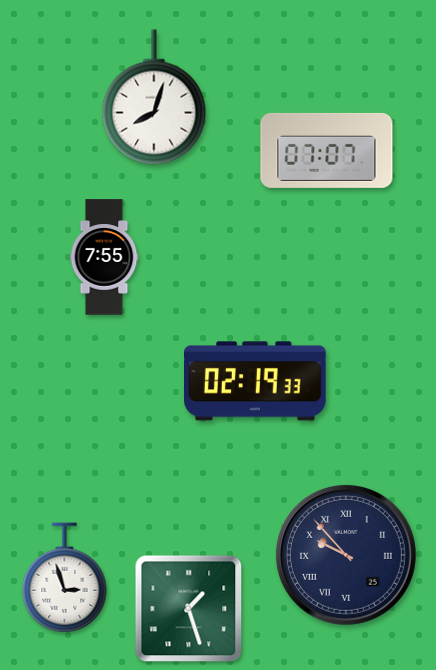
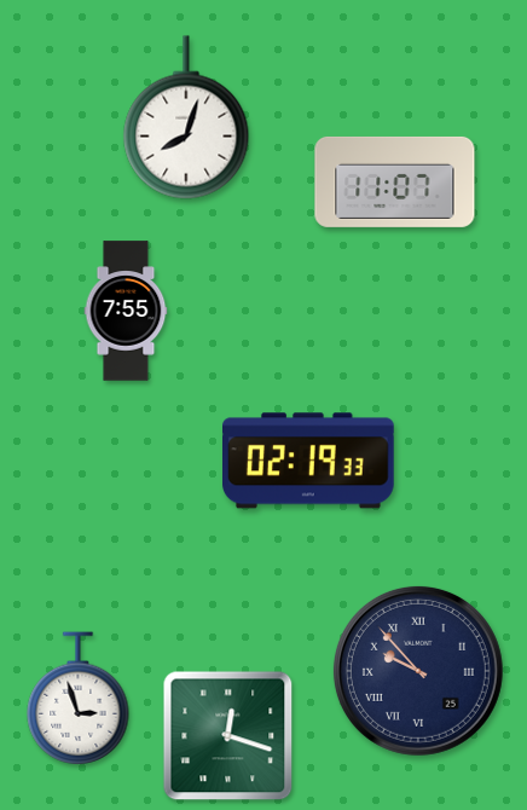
clock at (327, 150): 07:07 -> 11:07
clock at (189, 609): 1:27 -> 12:18
